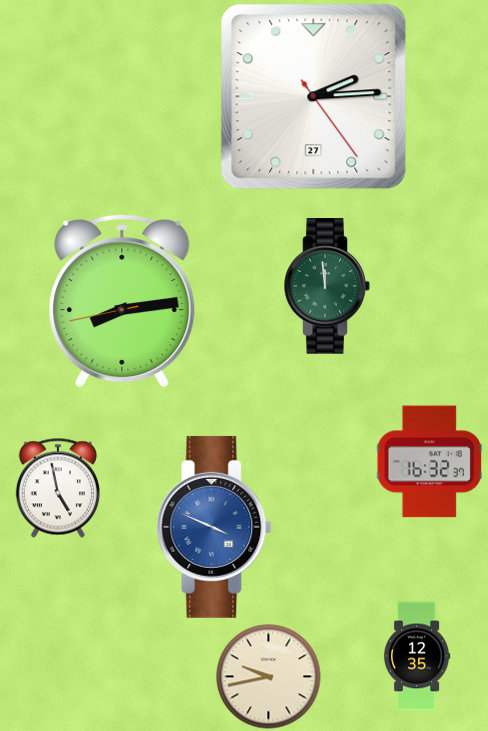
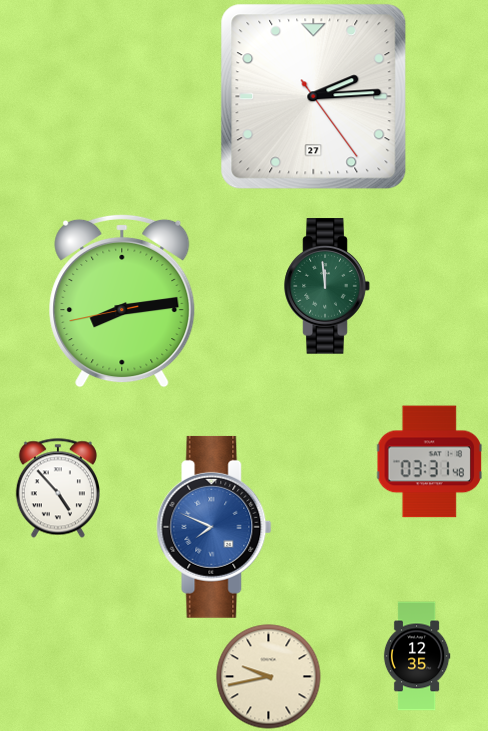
clock at (429, 462): 16:32 -> 03:31
clock at (58, 488): 4:58 -> 4:53
clock at (214, 527): 3:49 -> 7:49
